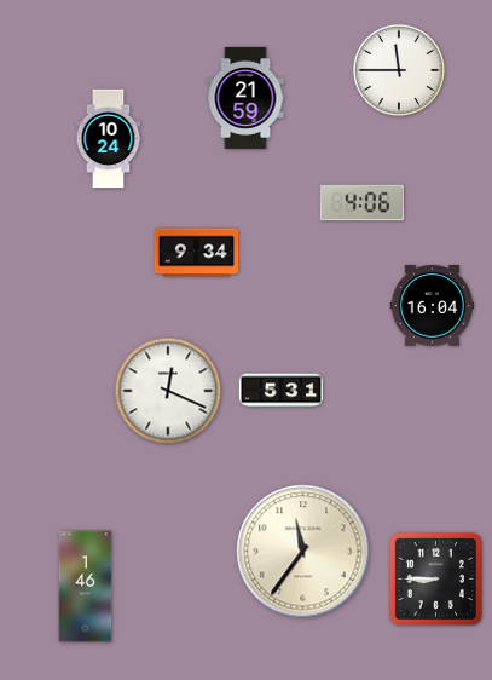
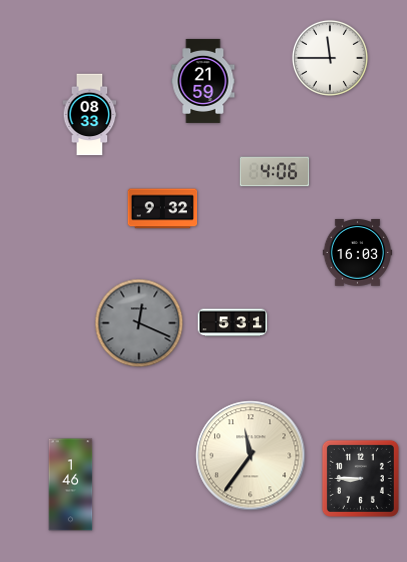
clock at (109, 139): 10:24 -> 08:33
clock at (363, 203) position: (363, 203) -> (275, 172)
clock at (197, 253): 9:34 -> 9:32
clock at (433, 306): 16:04 -> 16:03
clock at (168, 391) dial: white -> grey
